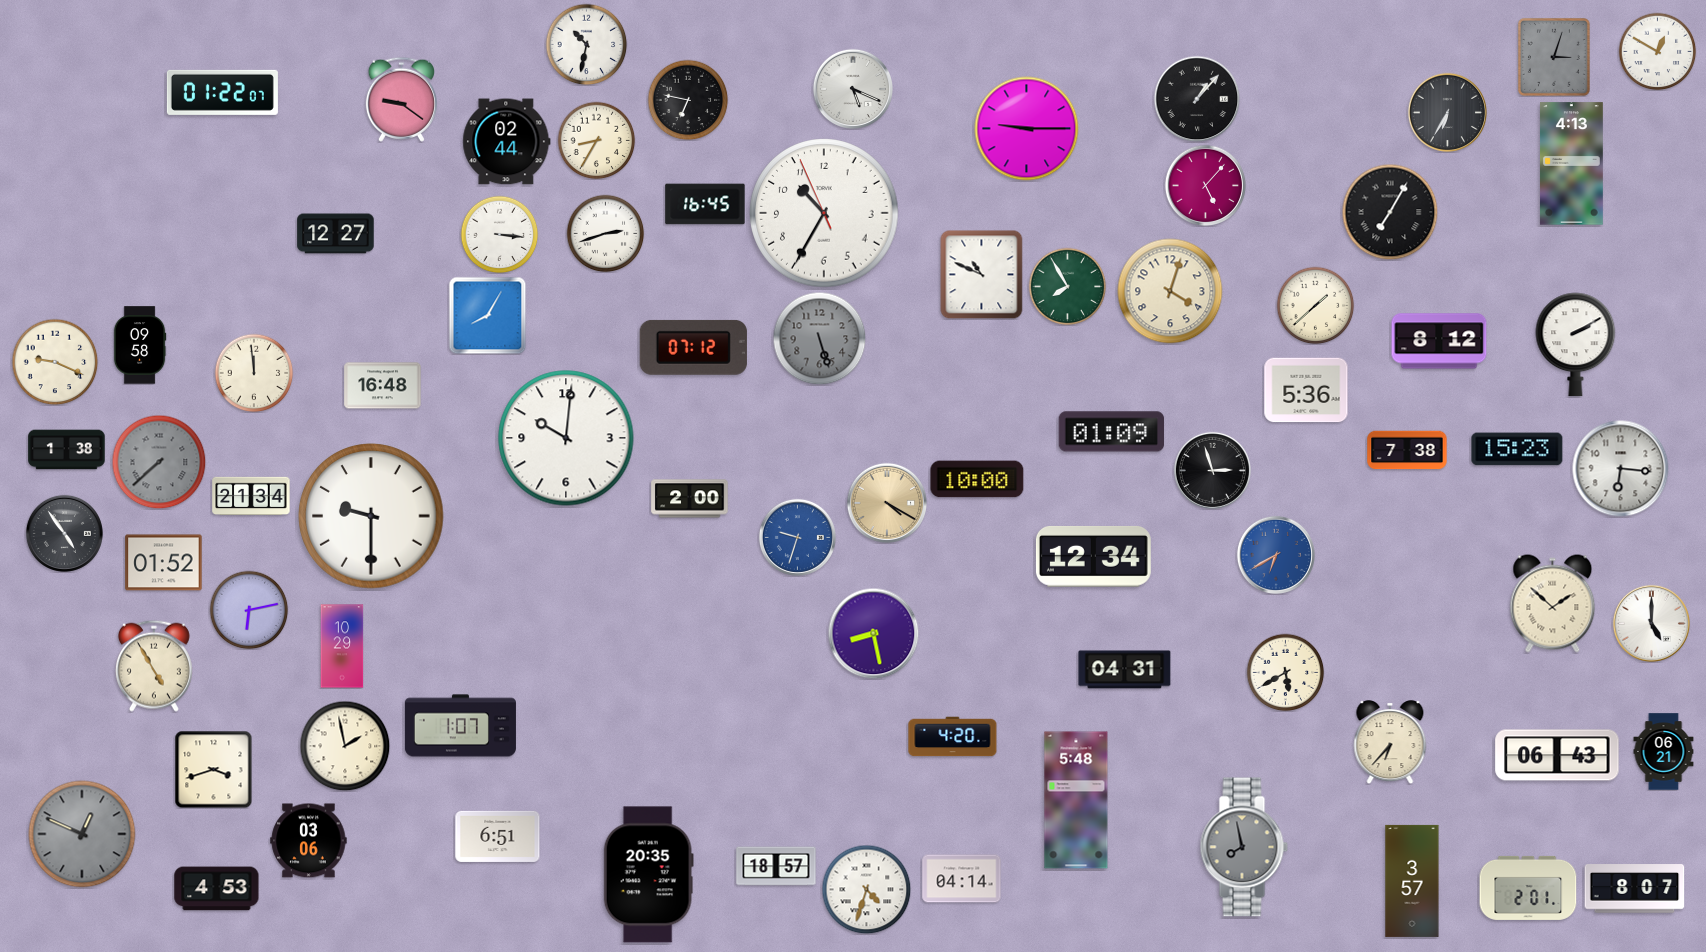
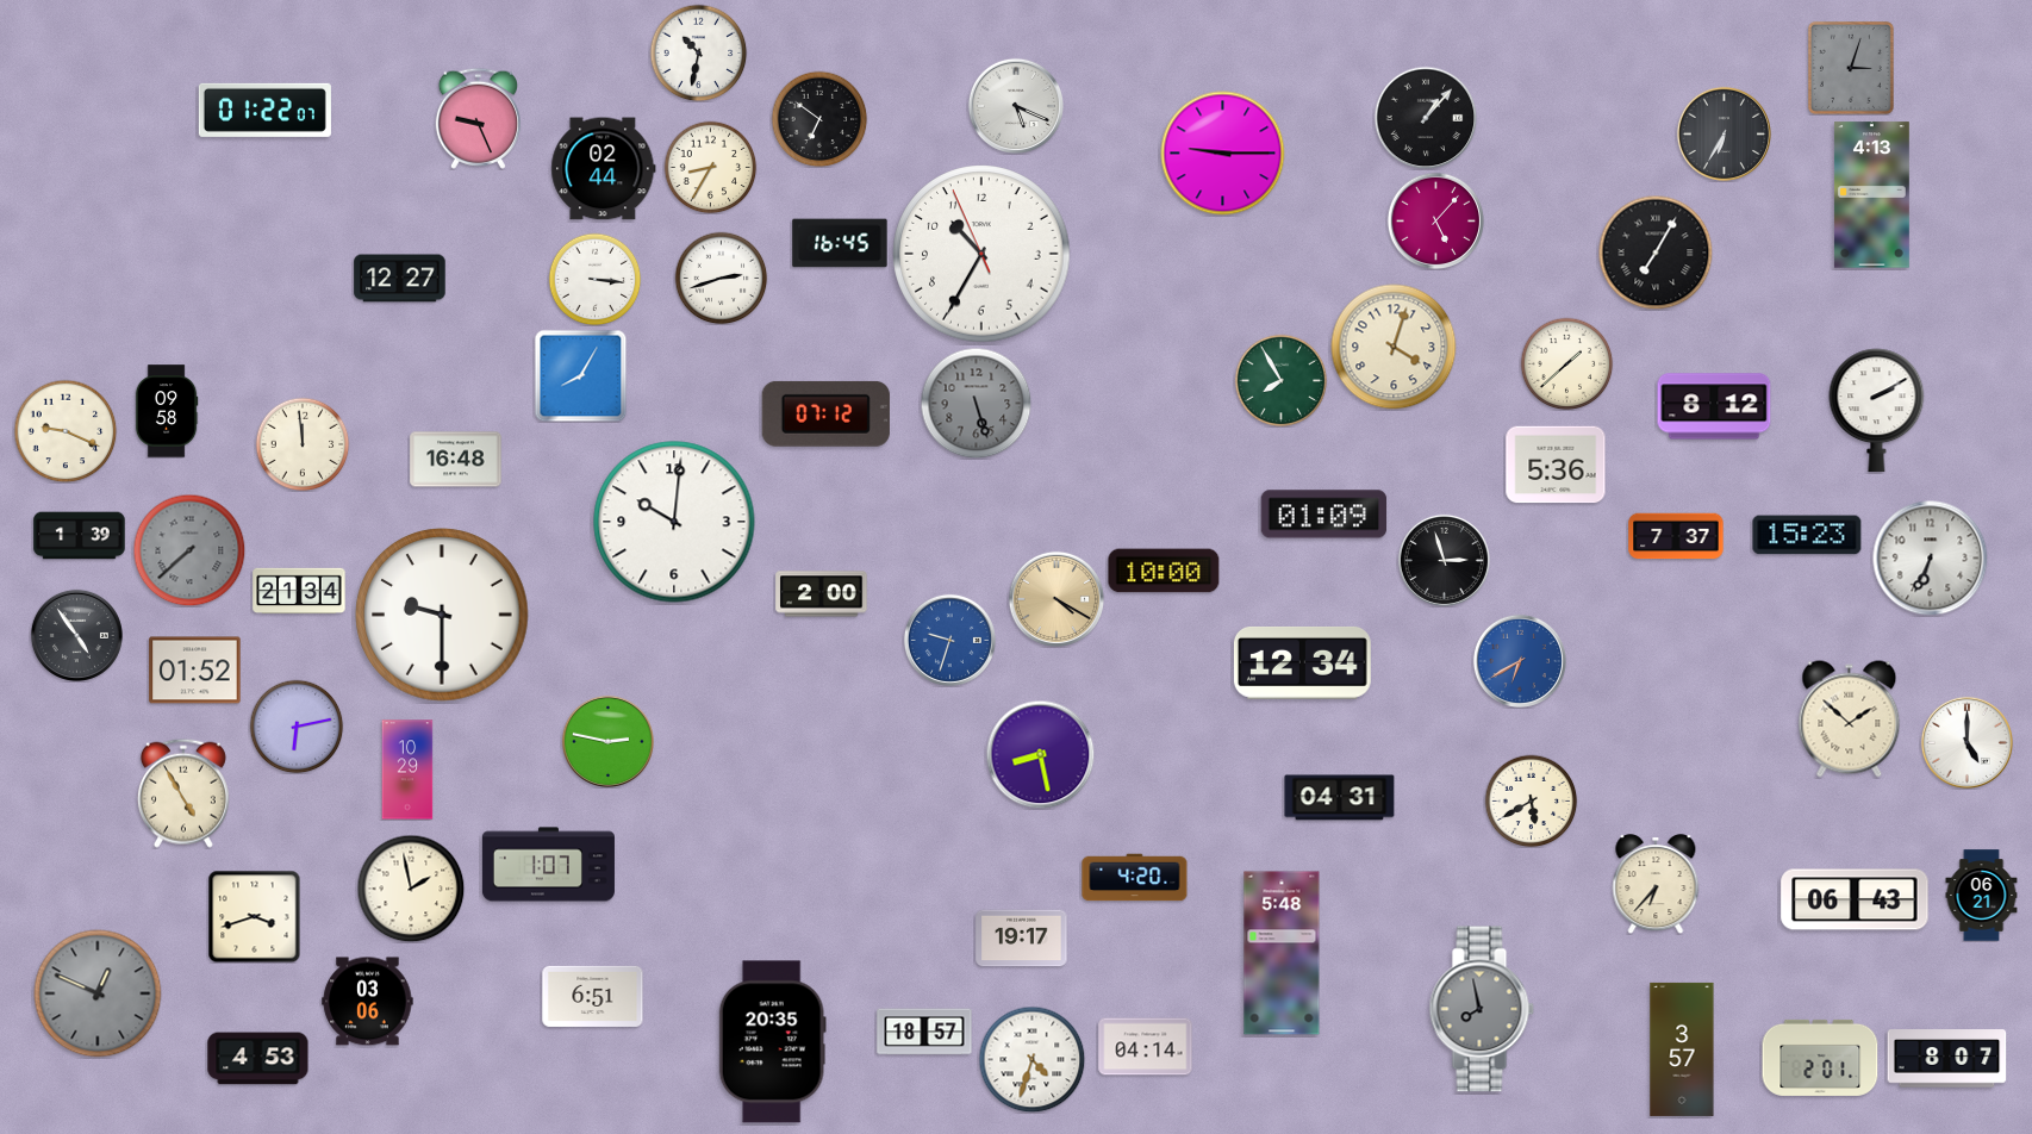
clock at (1657, 51): 12:50 -> none
clock at (401, 99): 9:21 -> 9:26
clock at (688, 100): 6:47 -> 6:51
clock at (982, 274): 10:49 -> none
clock at (1067, 286) position: (1067, 286) -> (1280, 380)
clock at (67, 450): 1:38 -> 1:39
clock at (1407, 450): 7:38 -> 7:37
clock at (1621, 469): 6:16 -> 6:34
clock at (607, 741): none -> 2:47
clock at (1022, 939): none -> 19:17
